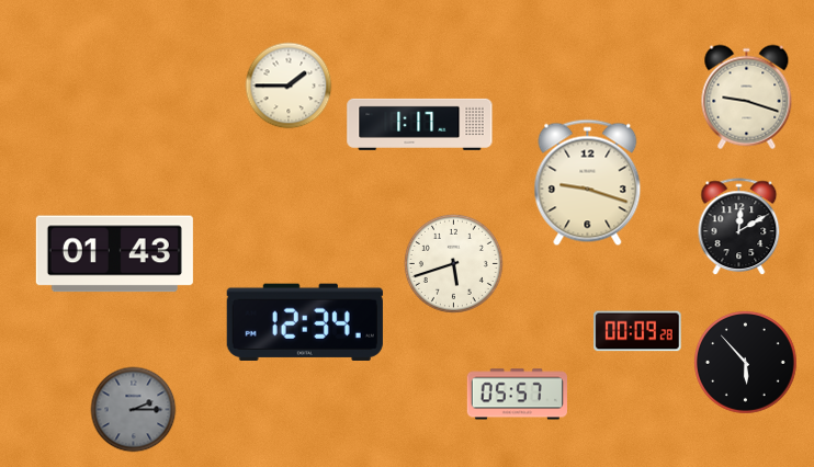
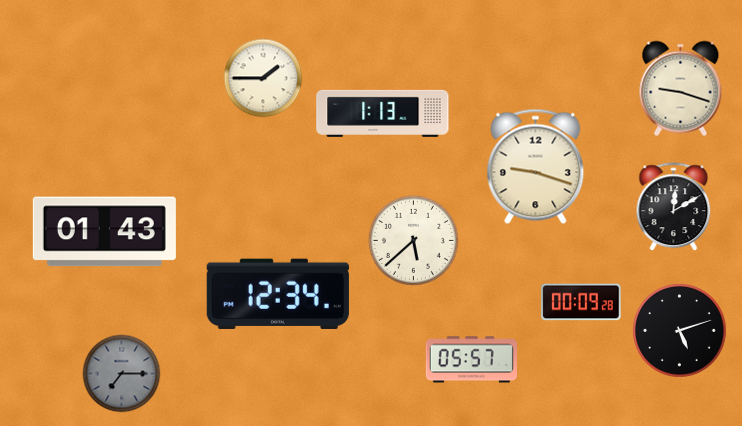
clock at (420, 124): 1:17 -> 1:13
clock at (453, 263): 5:42 -> 5:38
clock at (746, 363): 5:53 -> 5:12
clock at (134, 410): 2:15 -> 7:15
